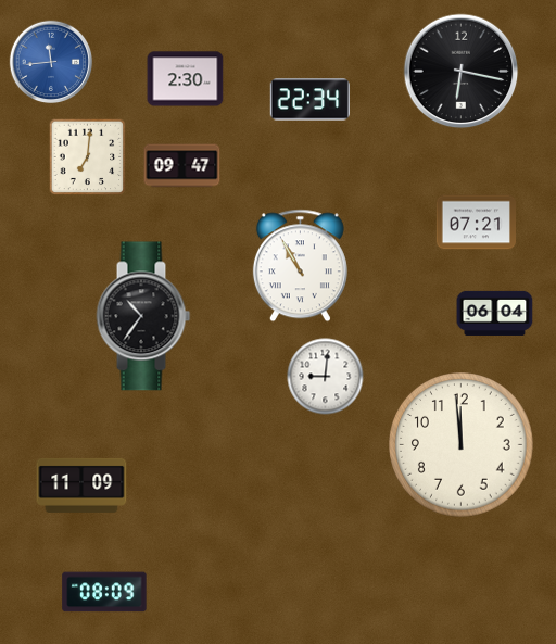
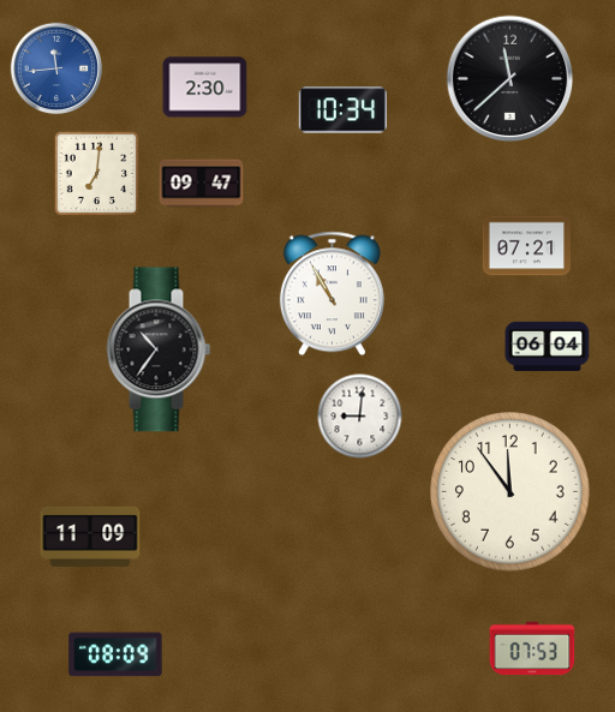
clock at (462, 72): 6:17 -> 11:38
clock at (309, 100): 22:34 -> 10:34
clock at (462, 445): 11:59 -> 11:54
clock at (532, 648): none -> 07:53
